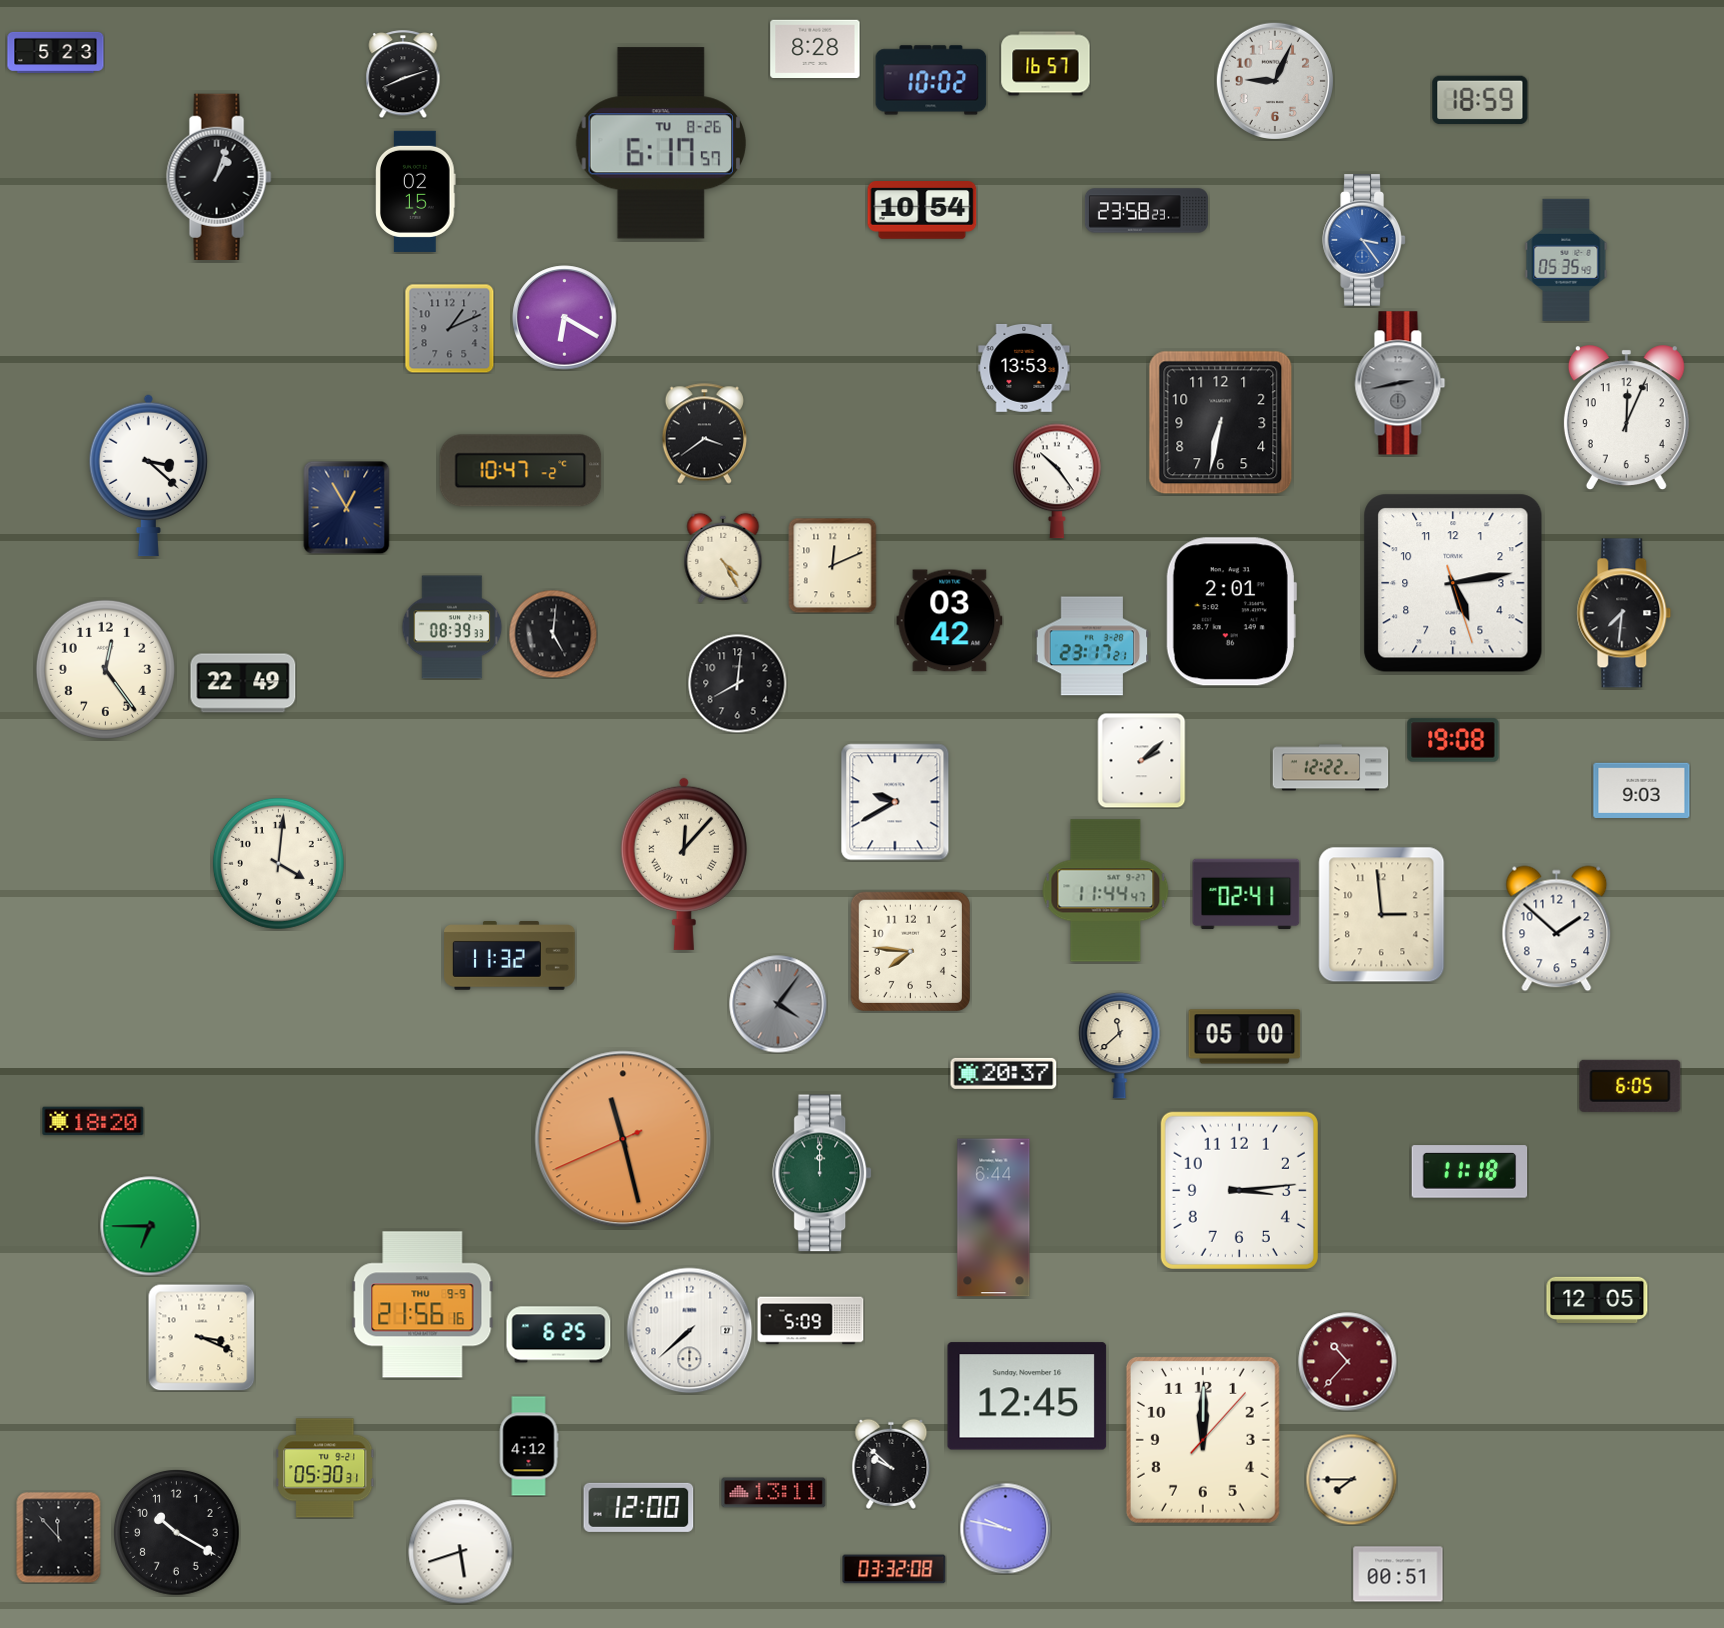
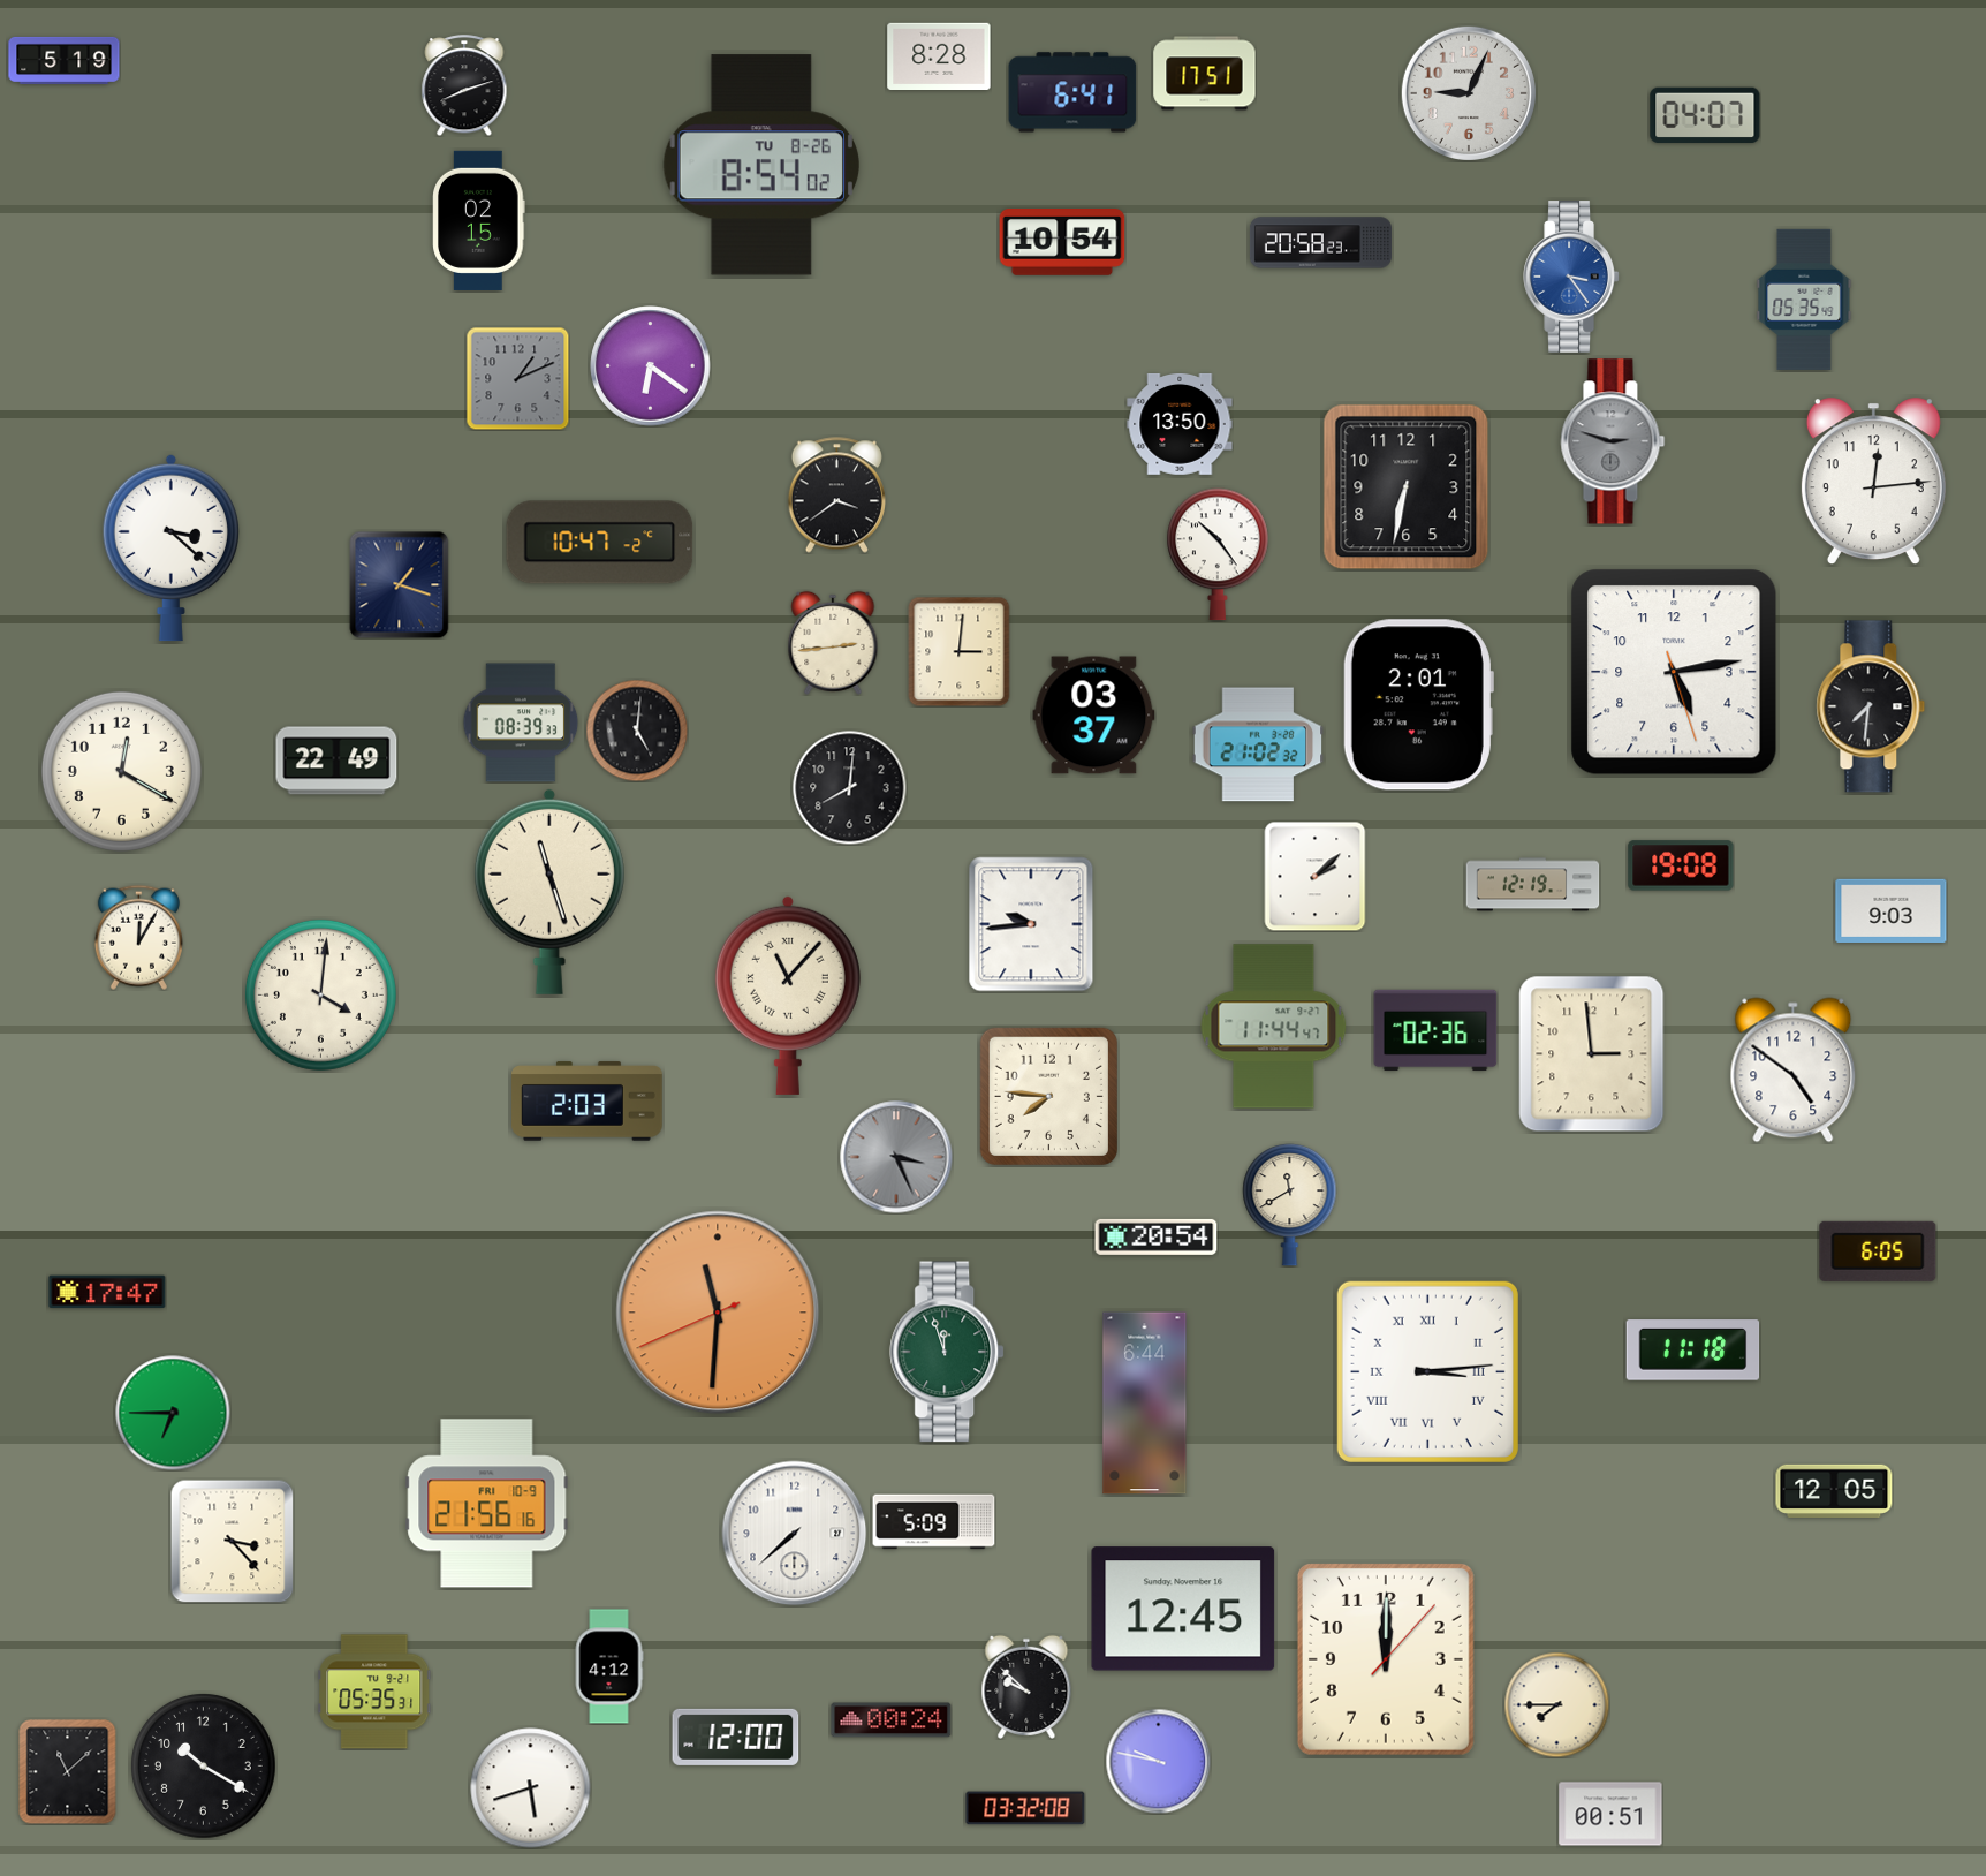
clock at (56, 52): 5:23 -> 5:19
clock at (1046, 64): 16:57 -> 17:51
clock at (931, 80): 10:02 -> 6:41
clock at (1480, 99): 18:59 -> 04:07
clock at (660, 143): 6:17 -> 8:54
clock at (219, 176): 1:03 -> none
clock at (1146, 211): 23:58 -> 20:58
clock at (565, 318): 6:20 -> 6:21
clock at (1024, 368): 13:53 -> 13:50
clock at (1400, 383): 2:43 -> 2:48
clock at (1626, 418): 12:04 -> 12:14
clock at (704, 434) position: (704, 434) -> (836, 496)
clock at (347, 507): 12:55 -> 1:18
clock at (723, 558): 4:25 -> 2:44
clock at (833, 565): 12:11 -> 3:01
clock at (950, 621): 03:42 -> 03:37
clock at (1092, 646): 23:17 -> 21:02
clock at (105, 669): 12:24 -> 12:20
clock at (243, 683) position: (243, 683) -> (336, 761)
clock at (1453, 740) position: (1453, 740) -> (1681, 865)
clock at (1331, 768): 12:22 -> 12:19
clock at (549, 892): none -> 11:27
clock at (895, 802): 9:40 -> 9:44
clock at (138, 937): none -> 12:05
clock at (684, 864): 12:07 -> 11:07
clock at (1246, 894): 02:41 -> 02:36
clock at (1557, 929): 1:52 -> 4:51
clock at (510, 956): 11:32 -> 2:03
clock at (778, 1004): 4:06 -> 3:26
clock at (1245, 1037): 05:00 -> none
clock at (1120, 1045): 11:38 -> 11:40
clock at (1004, 1073): 20:37 -> 20:54
clock at (93, 1121): 18:20 -> 17:47
clock at (623, 1139): 11:27 -> 11:30
clock at (823, 1173): 12:00 -> 11:57
clock at (1239, 1190) numerals: Arabic -> Roman
clock at (1597, 1299) position: (1597, 1299) -> (1834, 1490)
clock at (423, 1305) date: THU 9-9 -> FRI 10-9
clock at (559, 1335): 6:25 -> none
clock at (201, 1337): 3:19 -> 3:23
clock at (1348, 1362): 10:37 -> none
clock at (325, 1468): 05:30 -> 05:35
clock at (774, 1493): 13:11 -> 00:24
clock at (59, 1537): 11:53 -> 11:08
clock at (894, 1569) position: (894, 1569) -> (1025, 1808)
